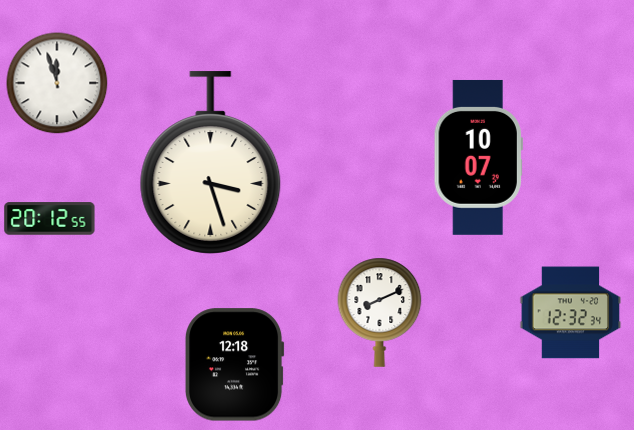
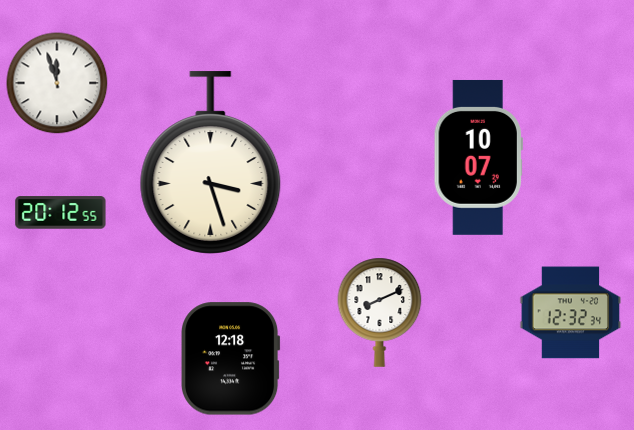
clock at (50, 219) position: (50, 219) -> (61, 213)
clock at (234, 365) position: (234, 365) -> (230, 359)
